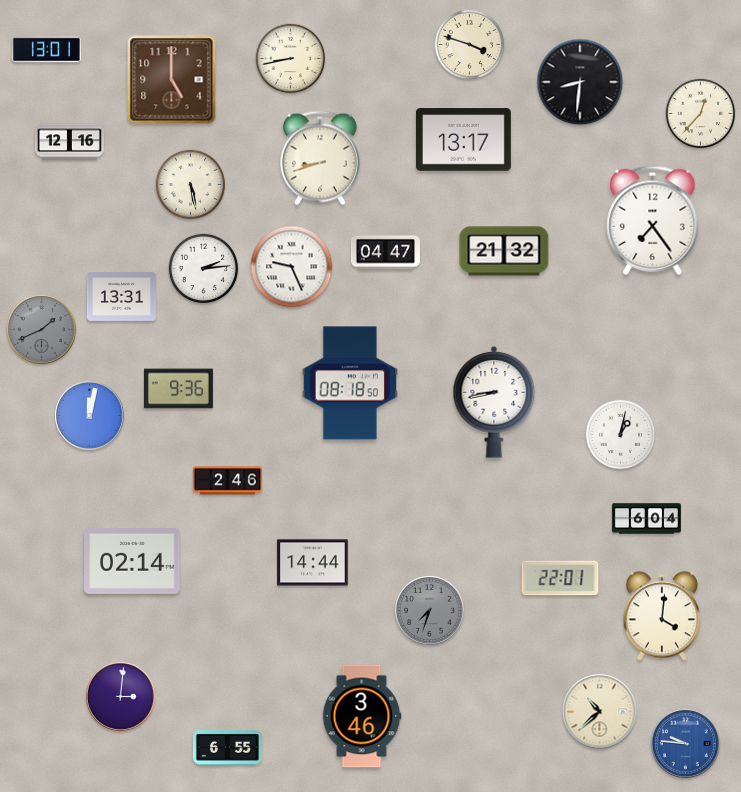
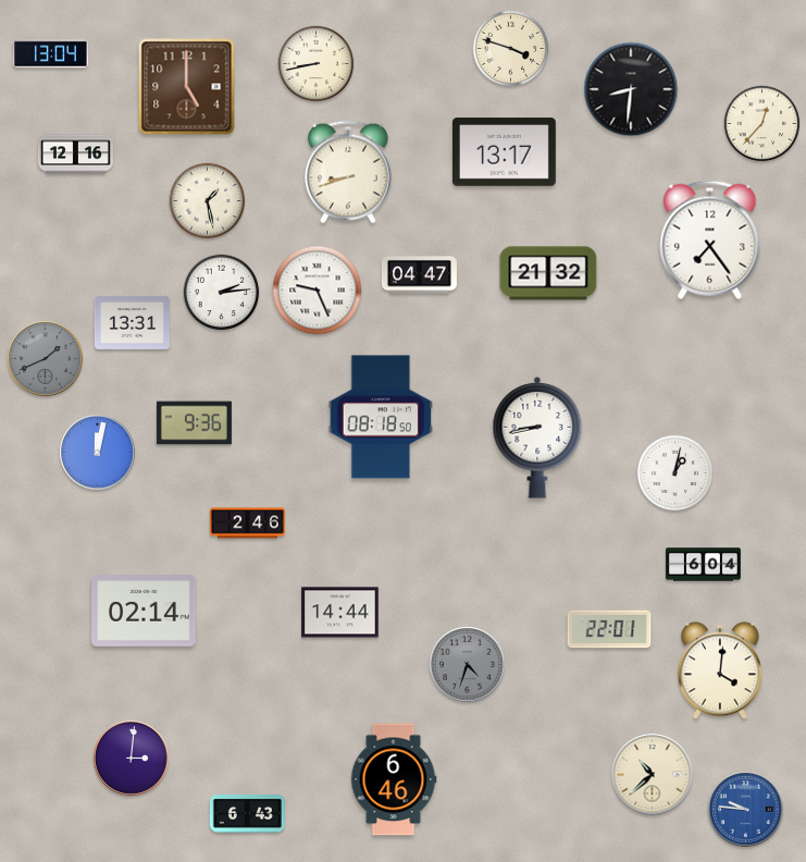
clock at (46, 50): 13:01 -> 13:04
clock at (191, 185): 5:28 -> 1:28
clock at (430, 611): 7:33 -> 4:33
clock at (362, 716): 3:46 -> 6:46
clock at (227, 748): 6:55 -> 6:43
